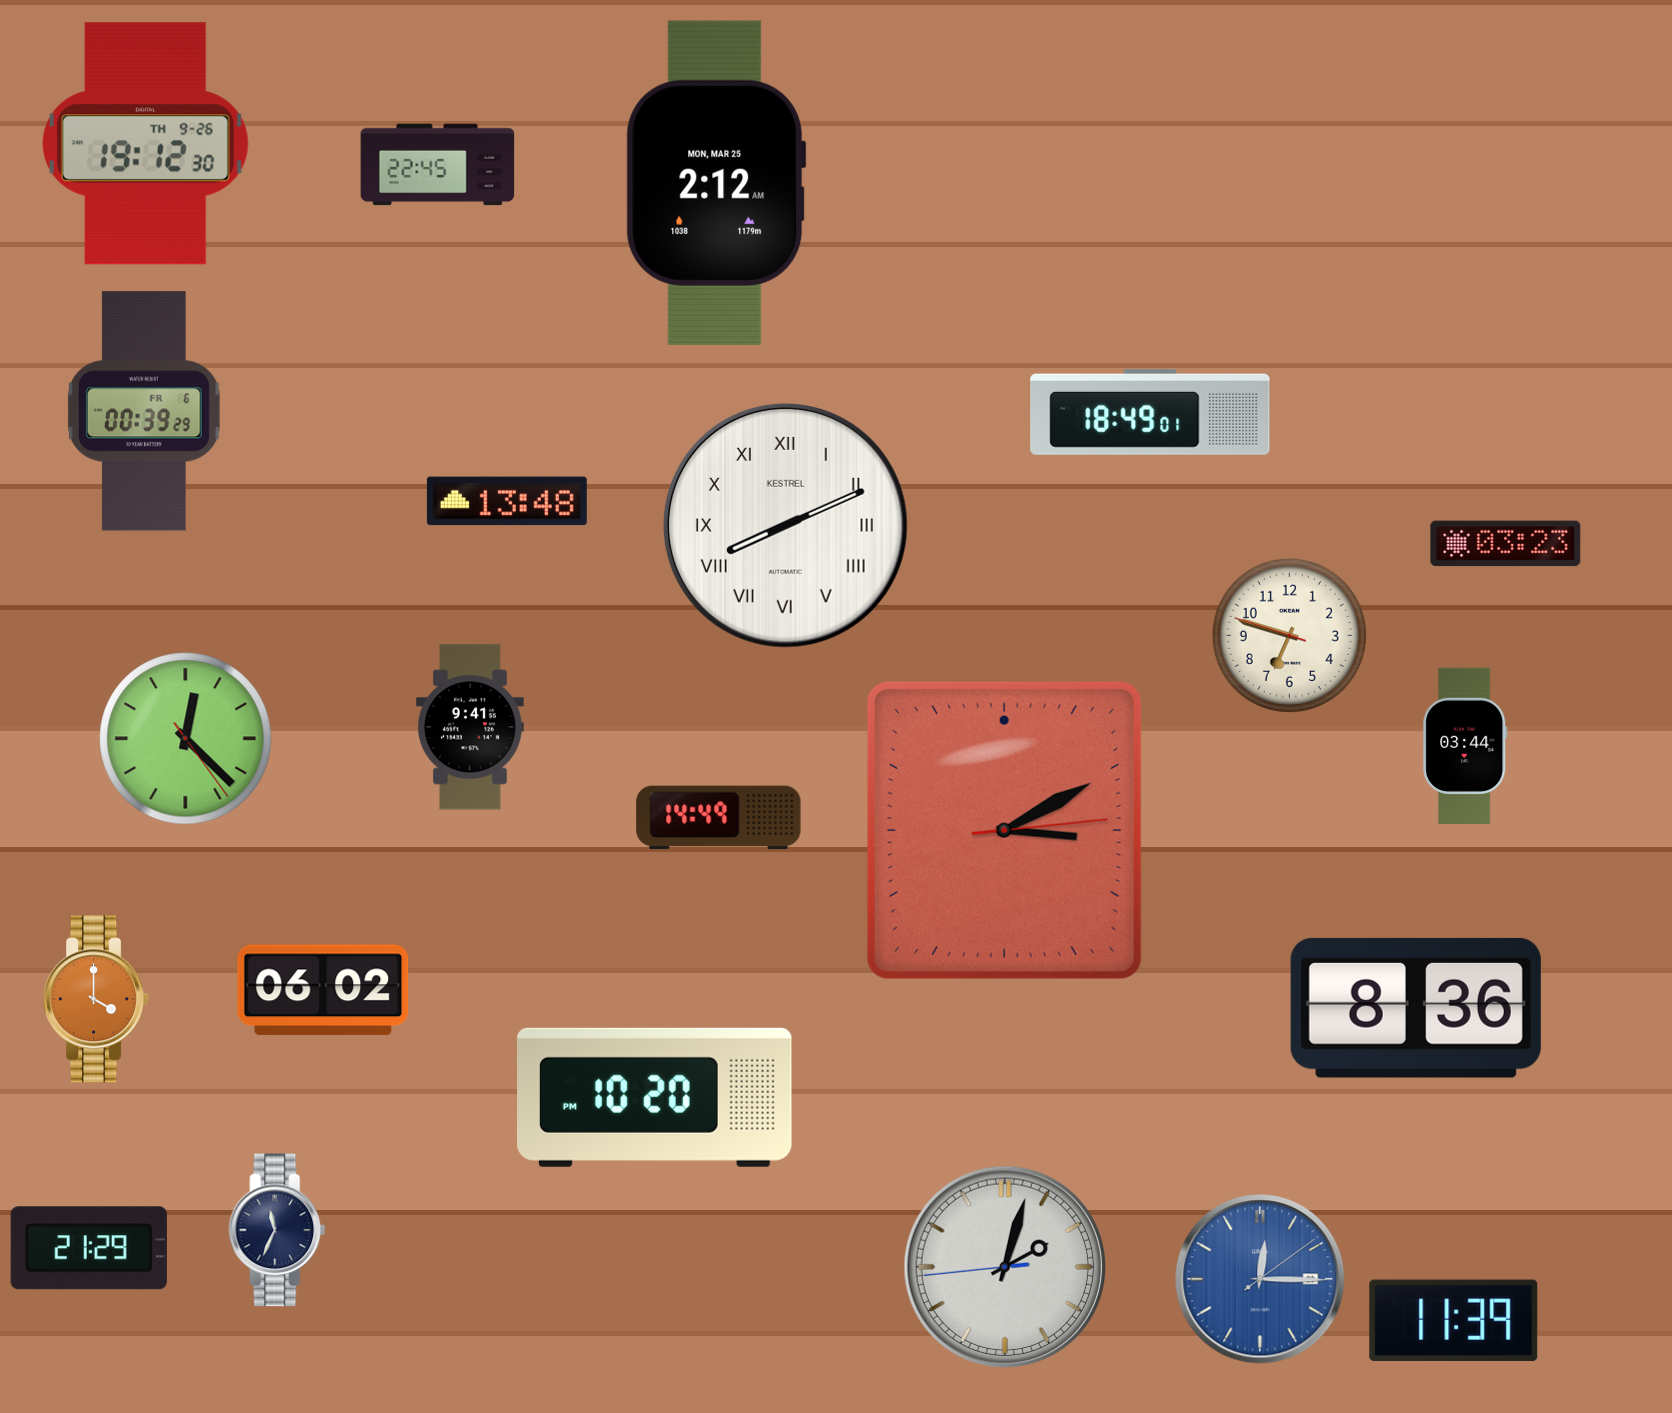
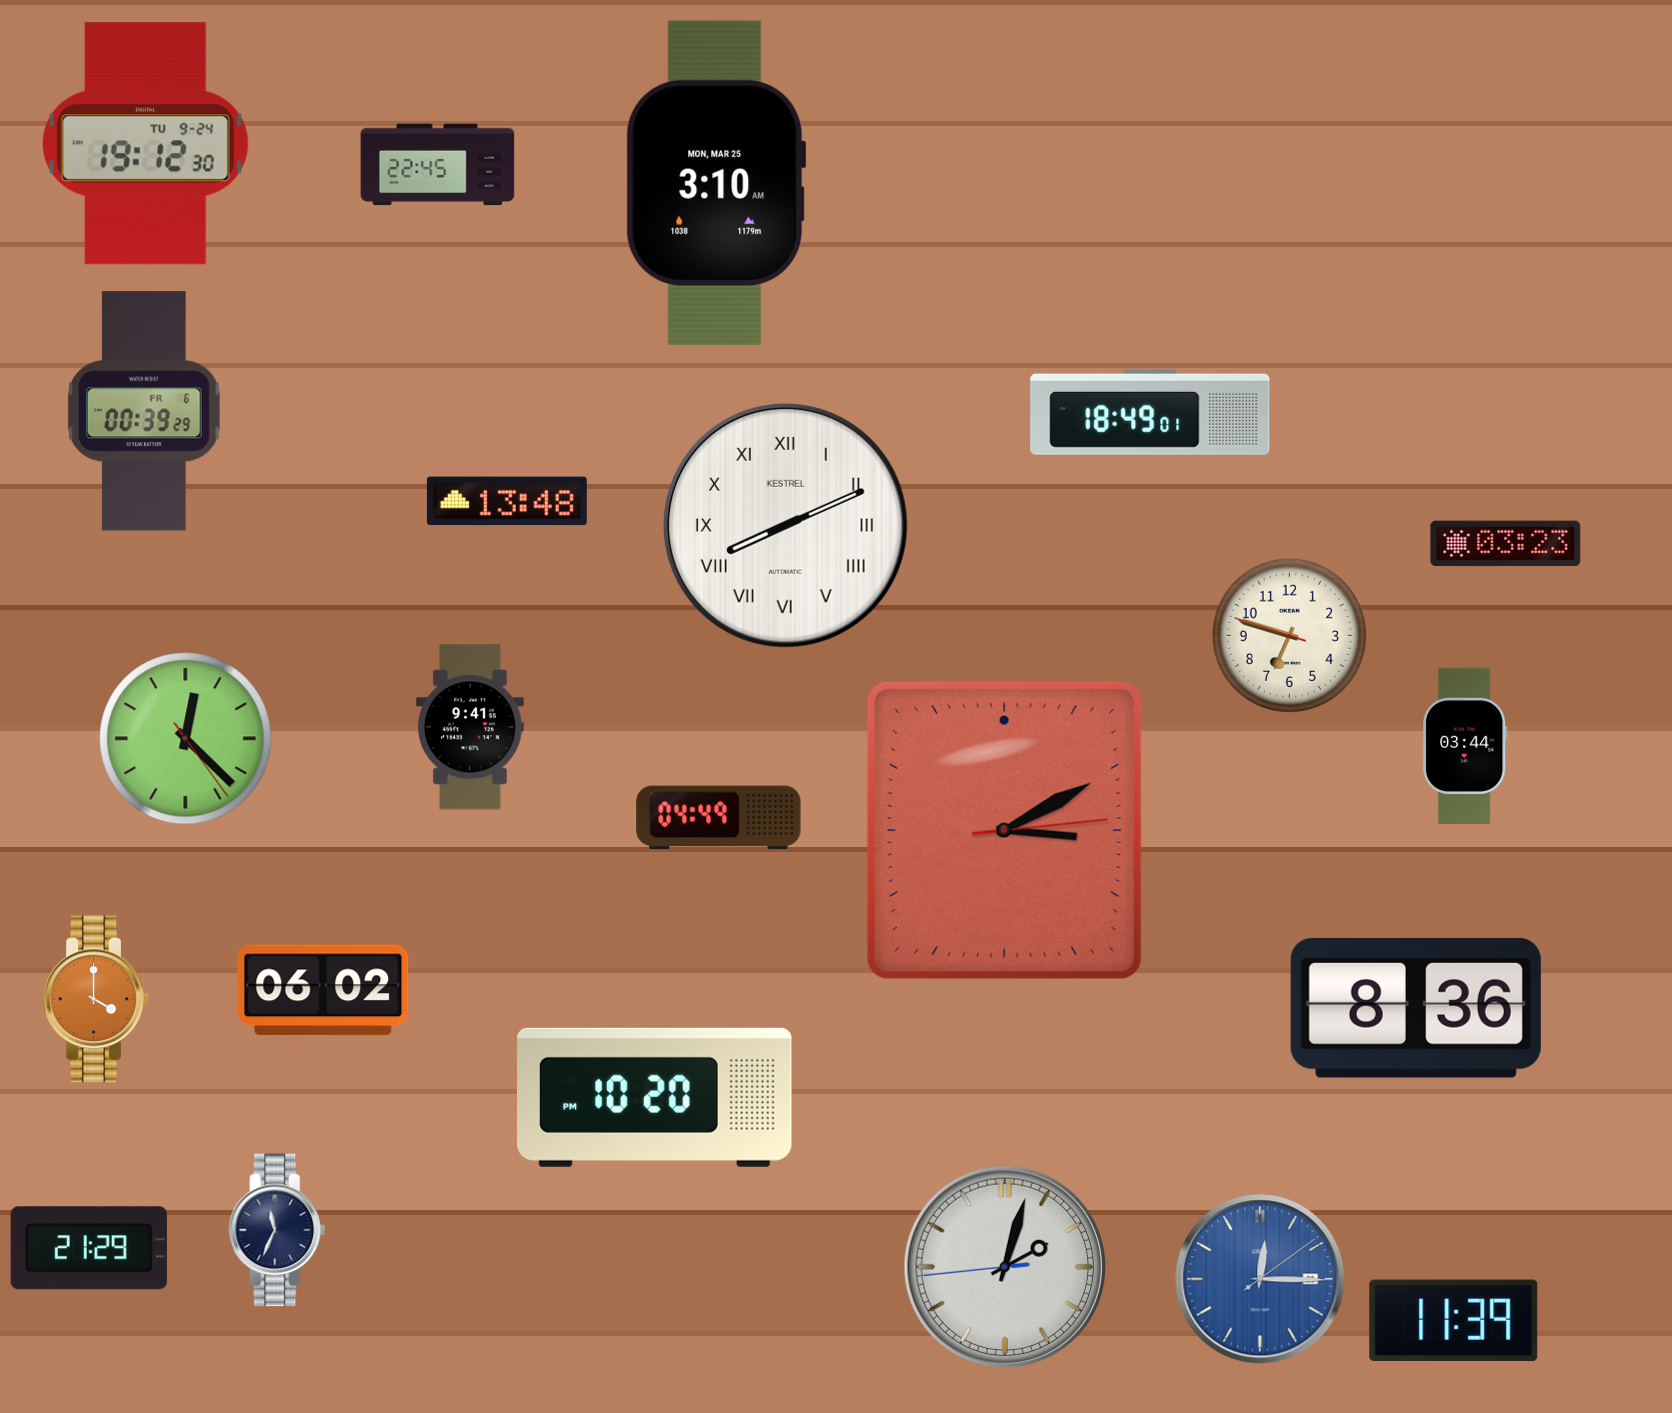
clock at (145, 144) date: TH 9-26 -> TU 9-24
clock at (716, 183): 2:12 -> 3:10
clock at (719, 818): 14:49 -> 04:49
